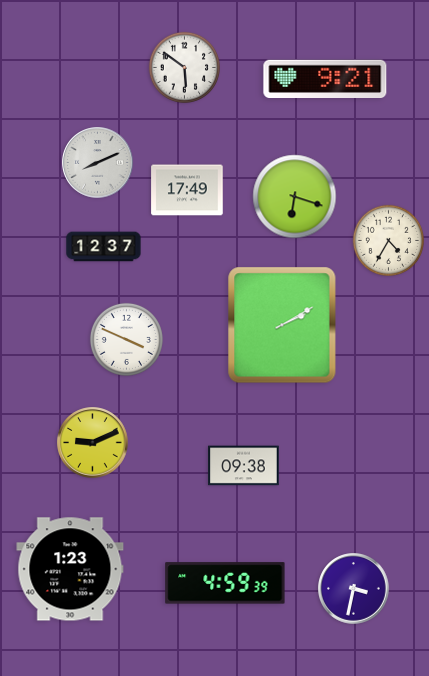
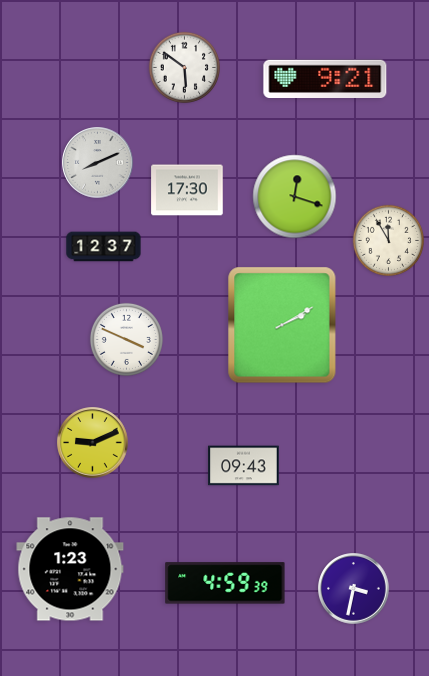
clock at (187, 190): 17:49 -> 17:30
clock at (295, 197): 6:18 -> 12:18
clock at (388, 240): 4:35 -> 11:55
clock at (244, 466): 09:38 -> 09:43
